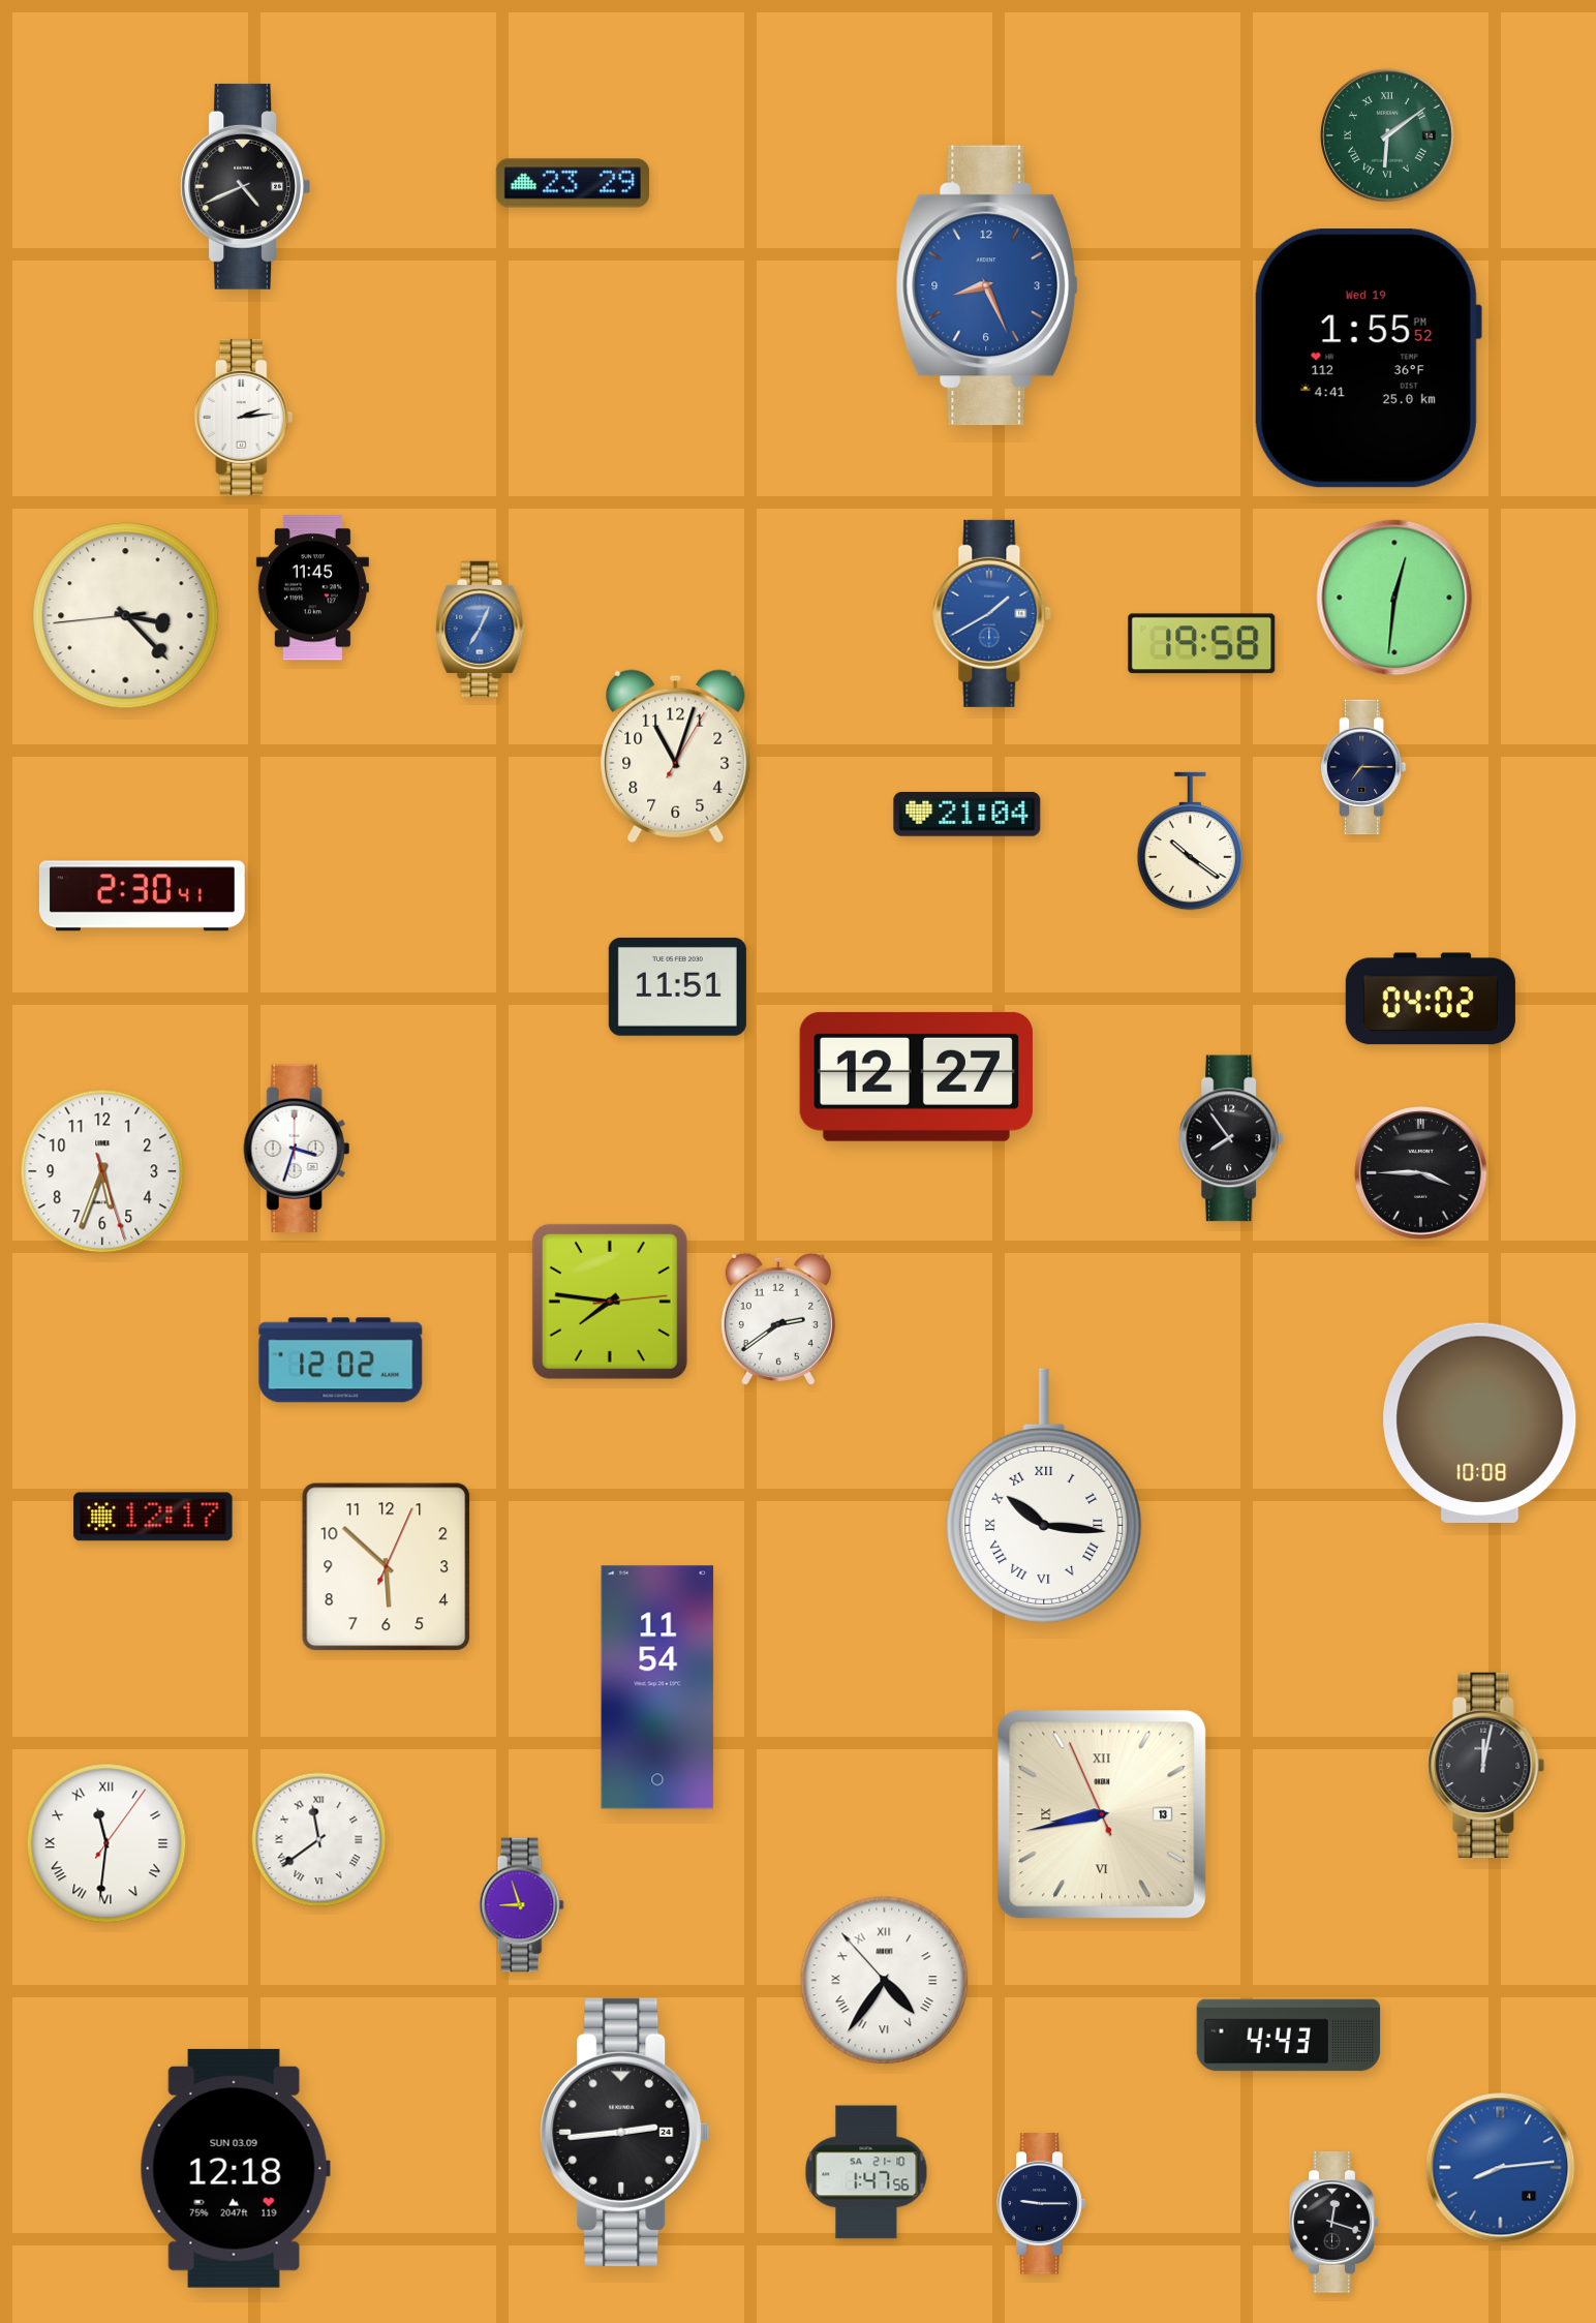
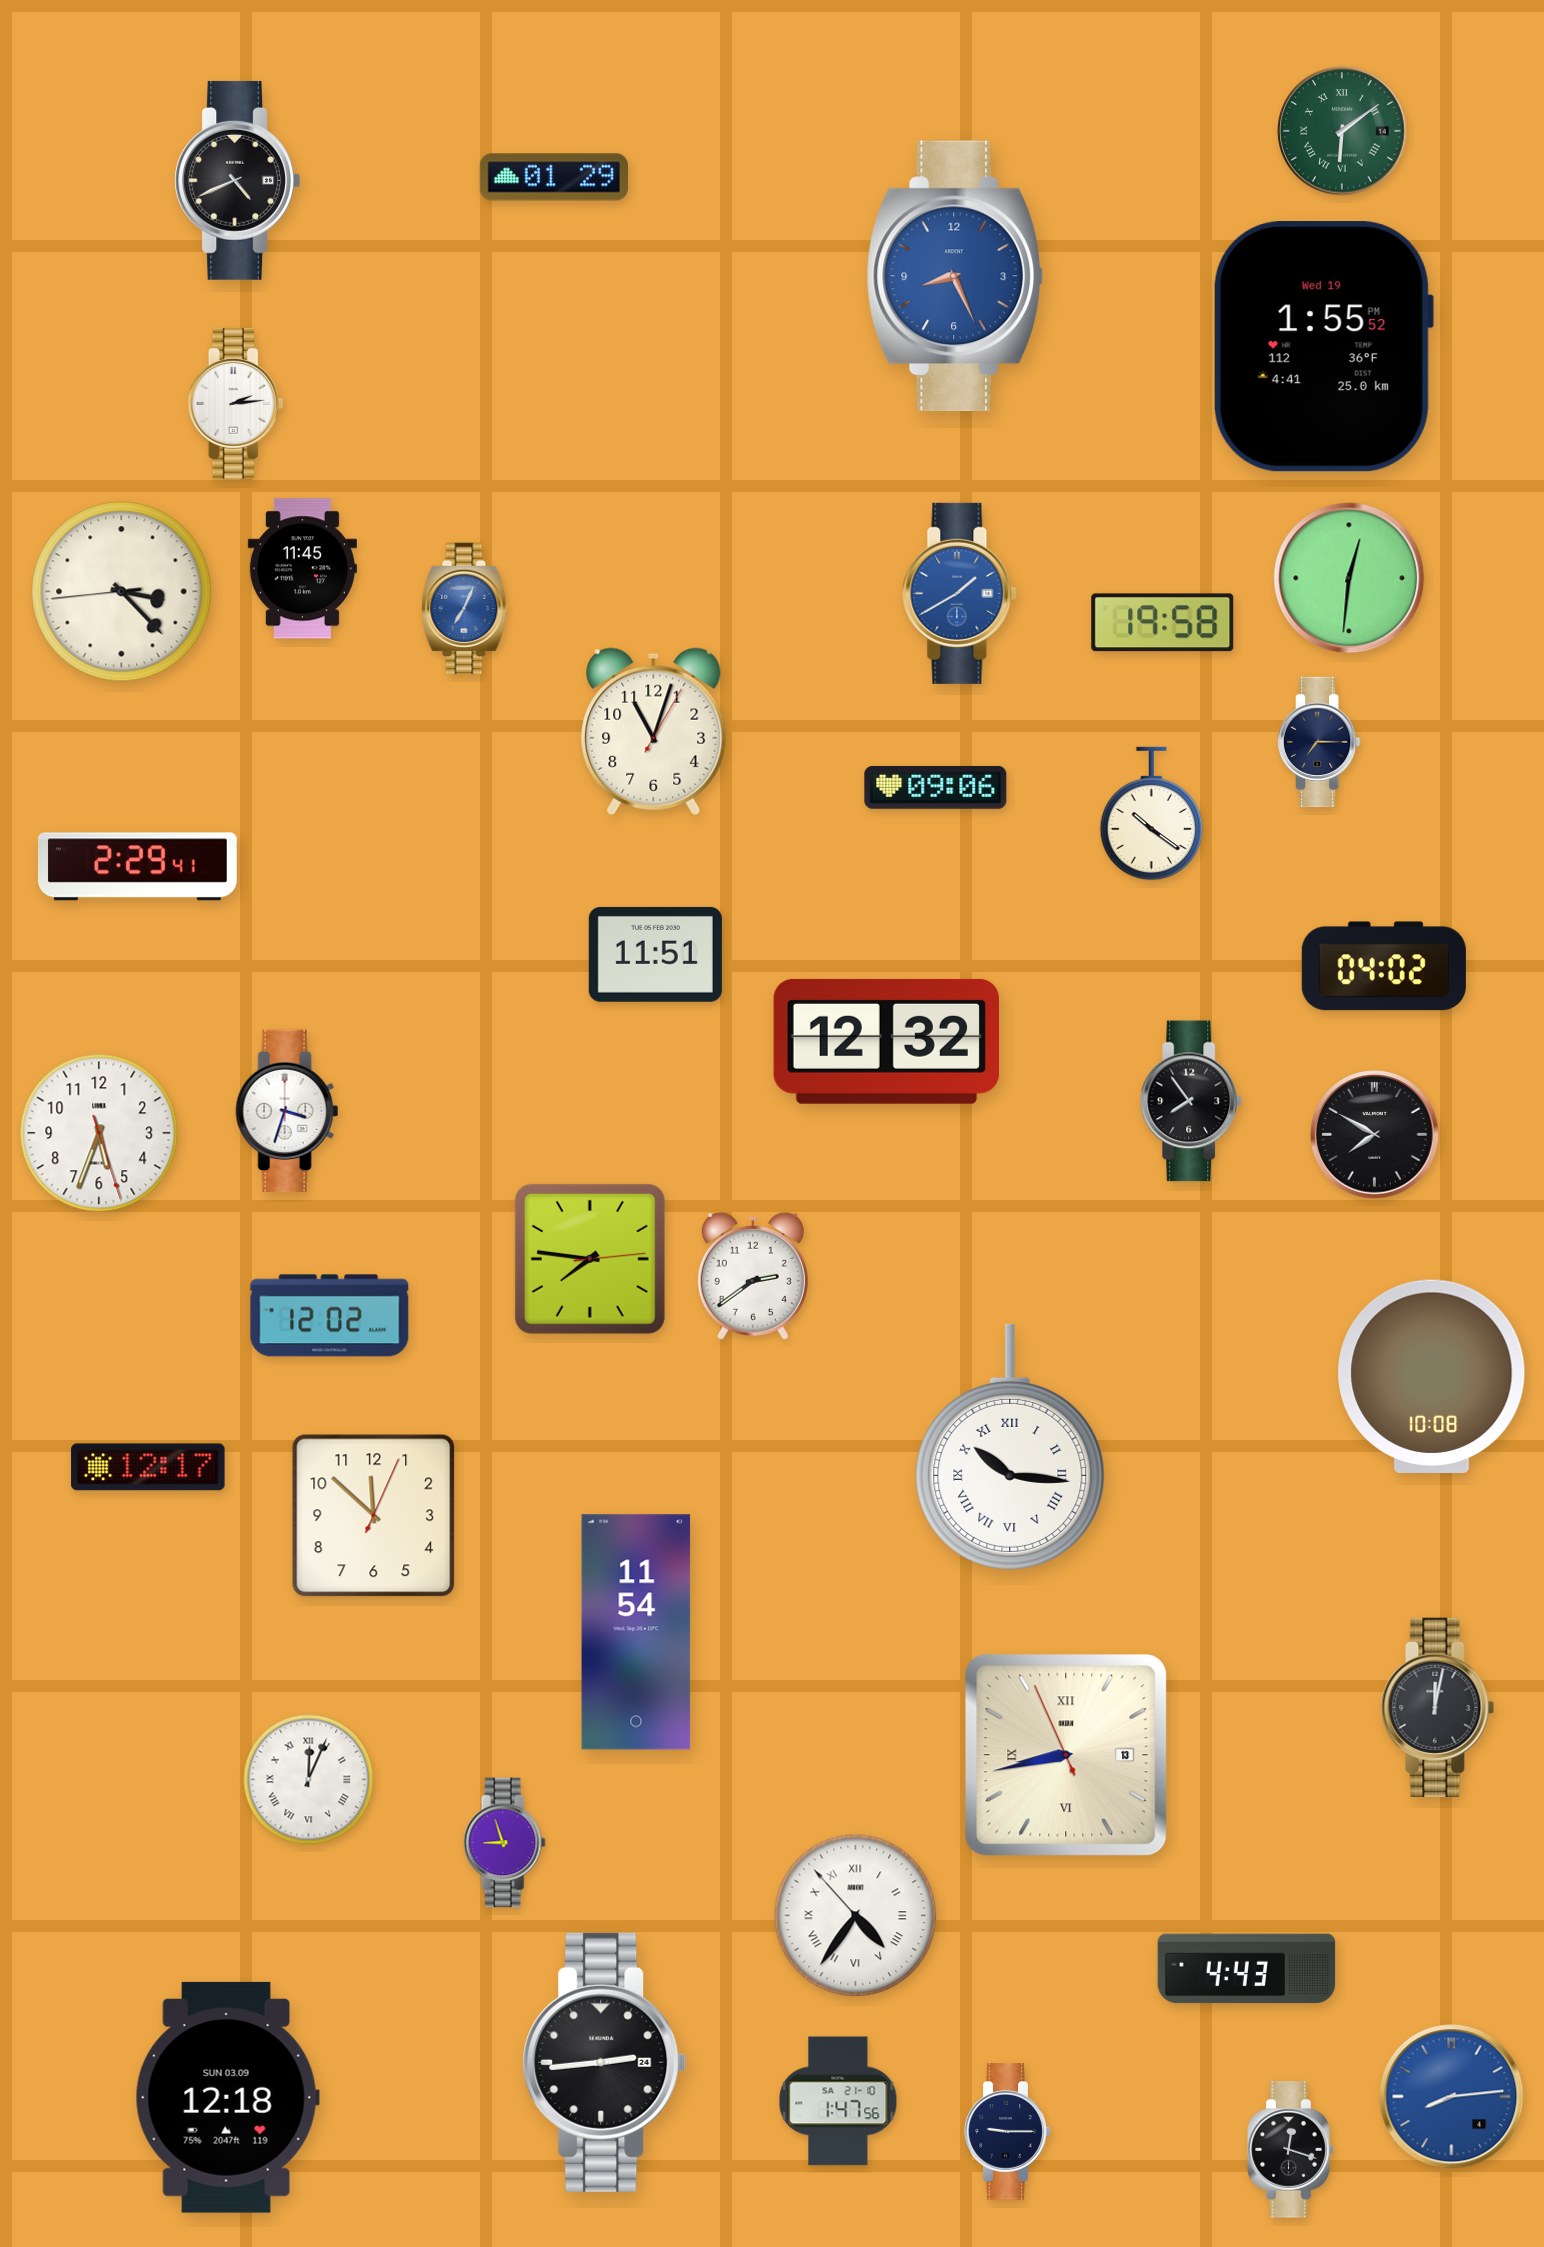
clock at (573, 183): 23:29 -> 01:29
clock at (126, 616) position: (126, 616) -> (122, 592)
clock at (968, 814): 21:04 -> 09:06
clock at (142, 896): 2:30 -> 2:29
clock at (916, 1076): 12:27 -> 12:32
clock at (1421, 1173): 3:45 -> 7:50
clock at (387, 1567): 5:52 -> 11:52
clock at (319, 1840): 11:39 -> 12:04
clock at (106, 1843): 11:31 -> none
